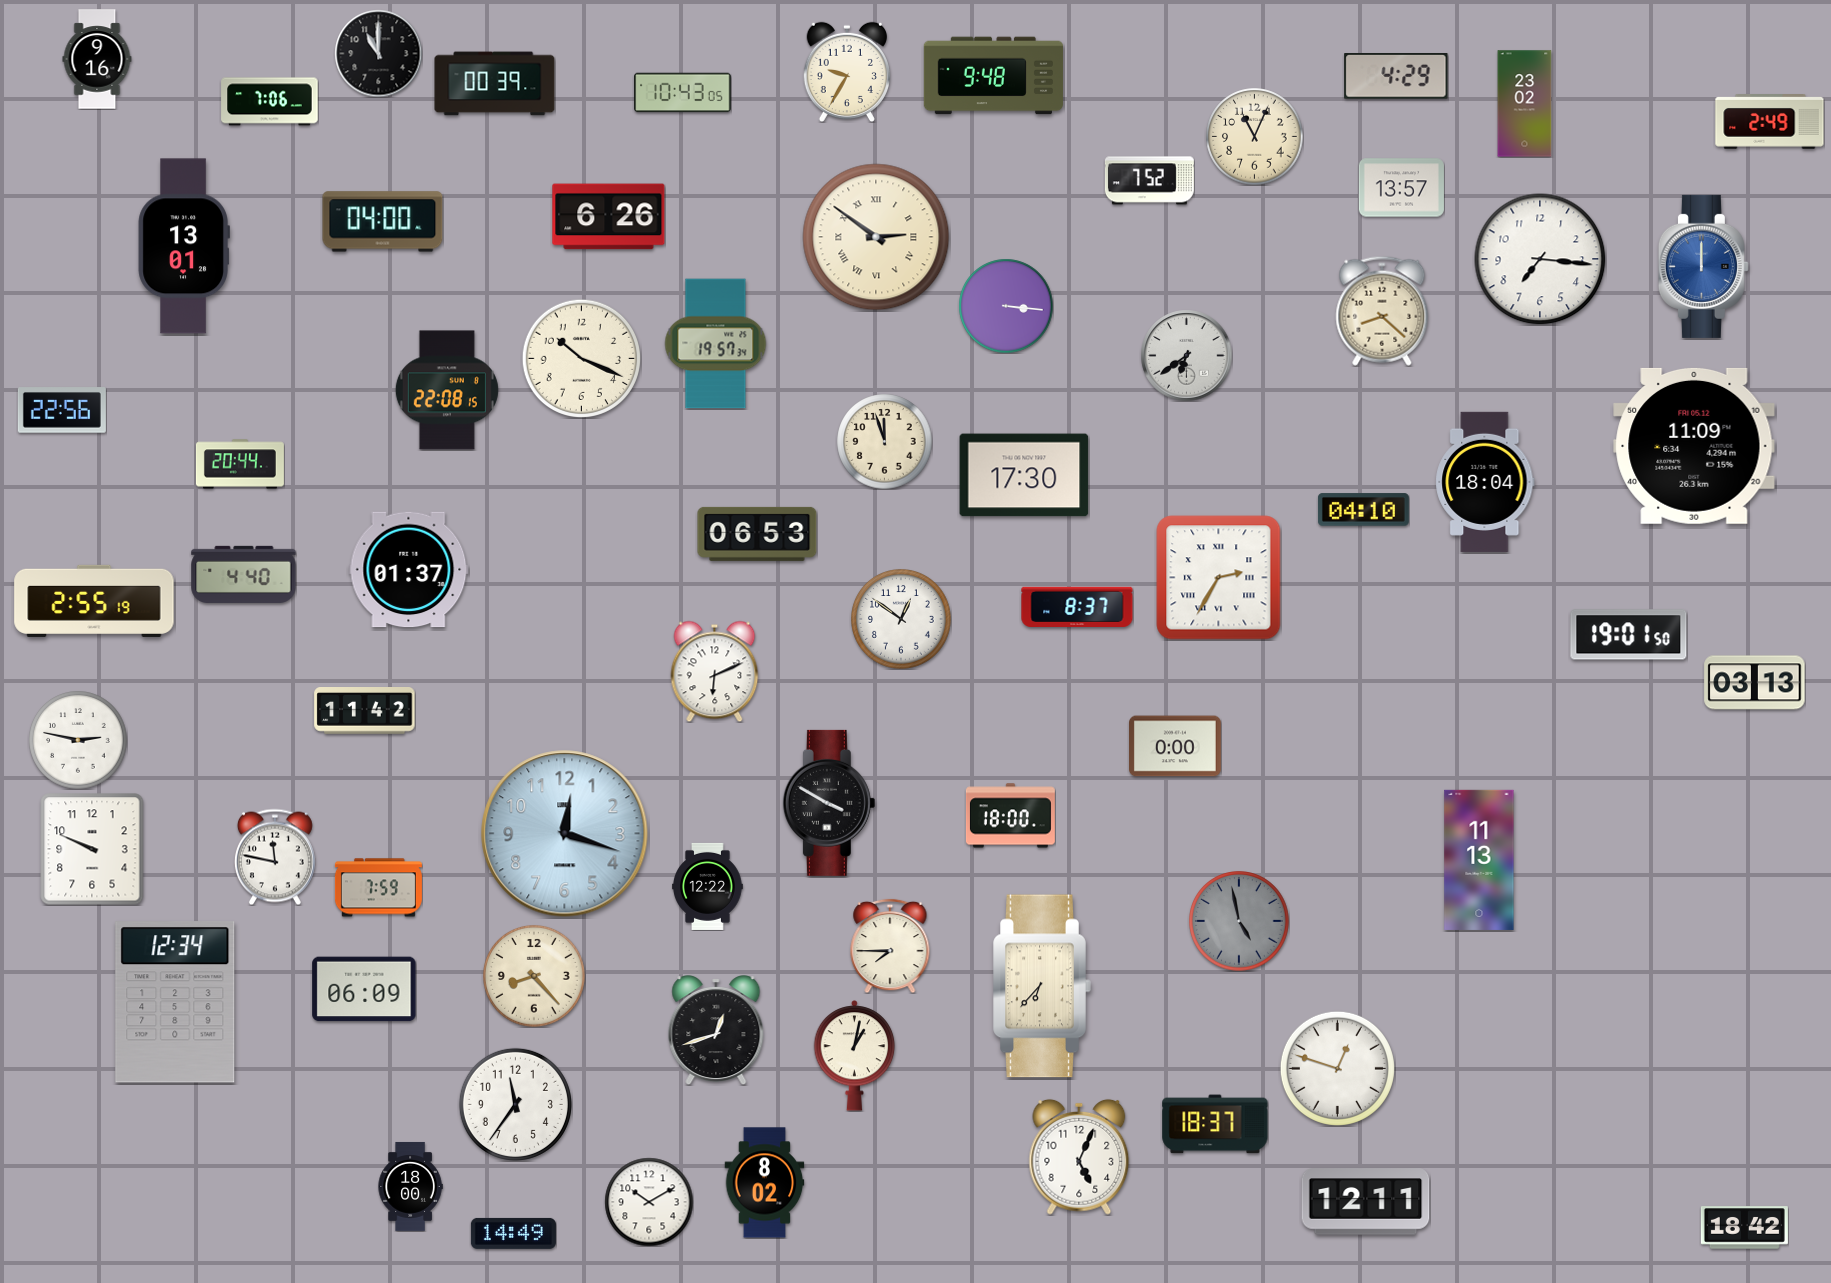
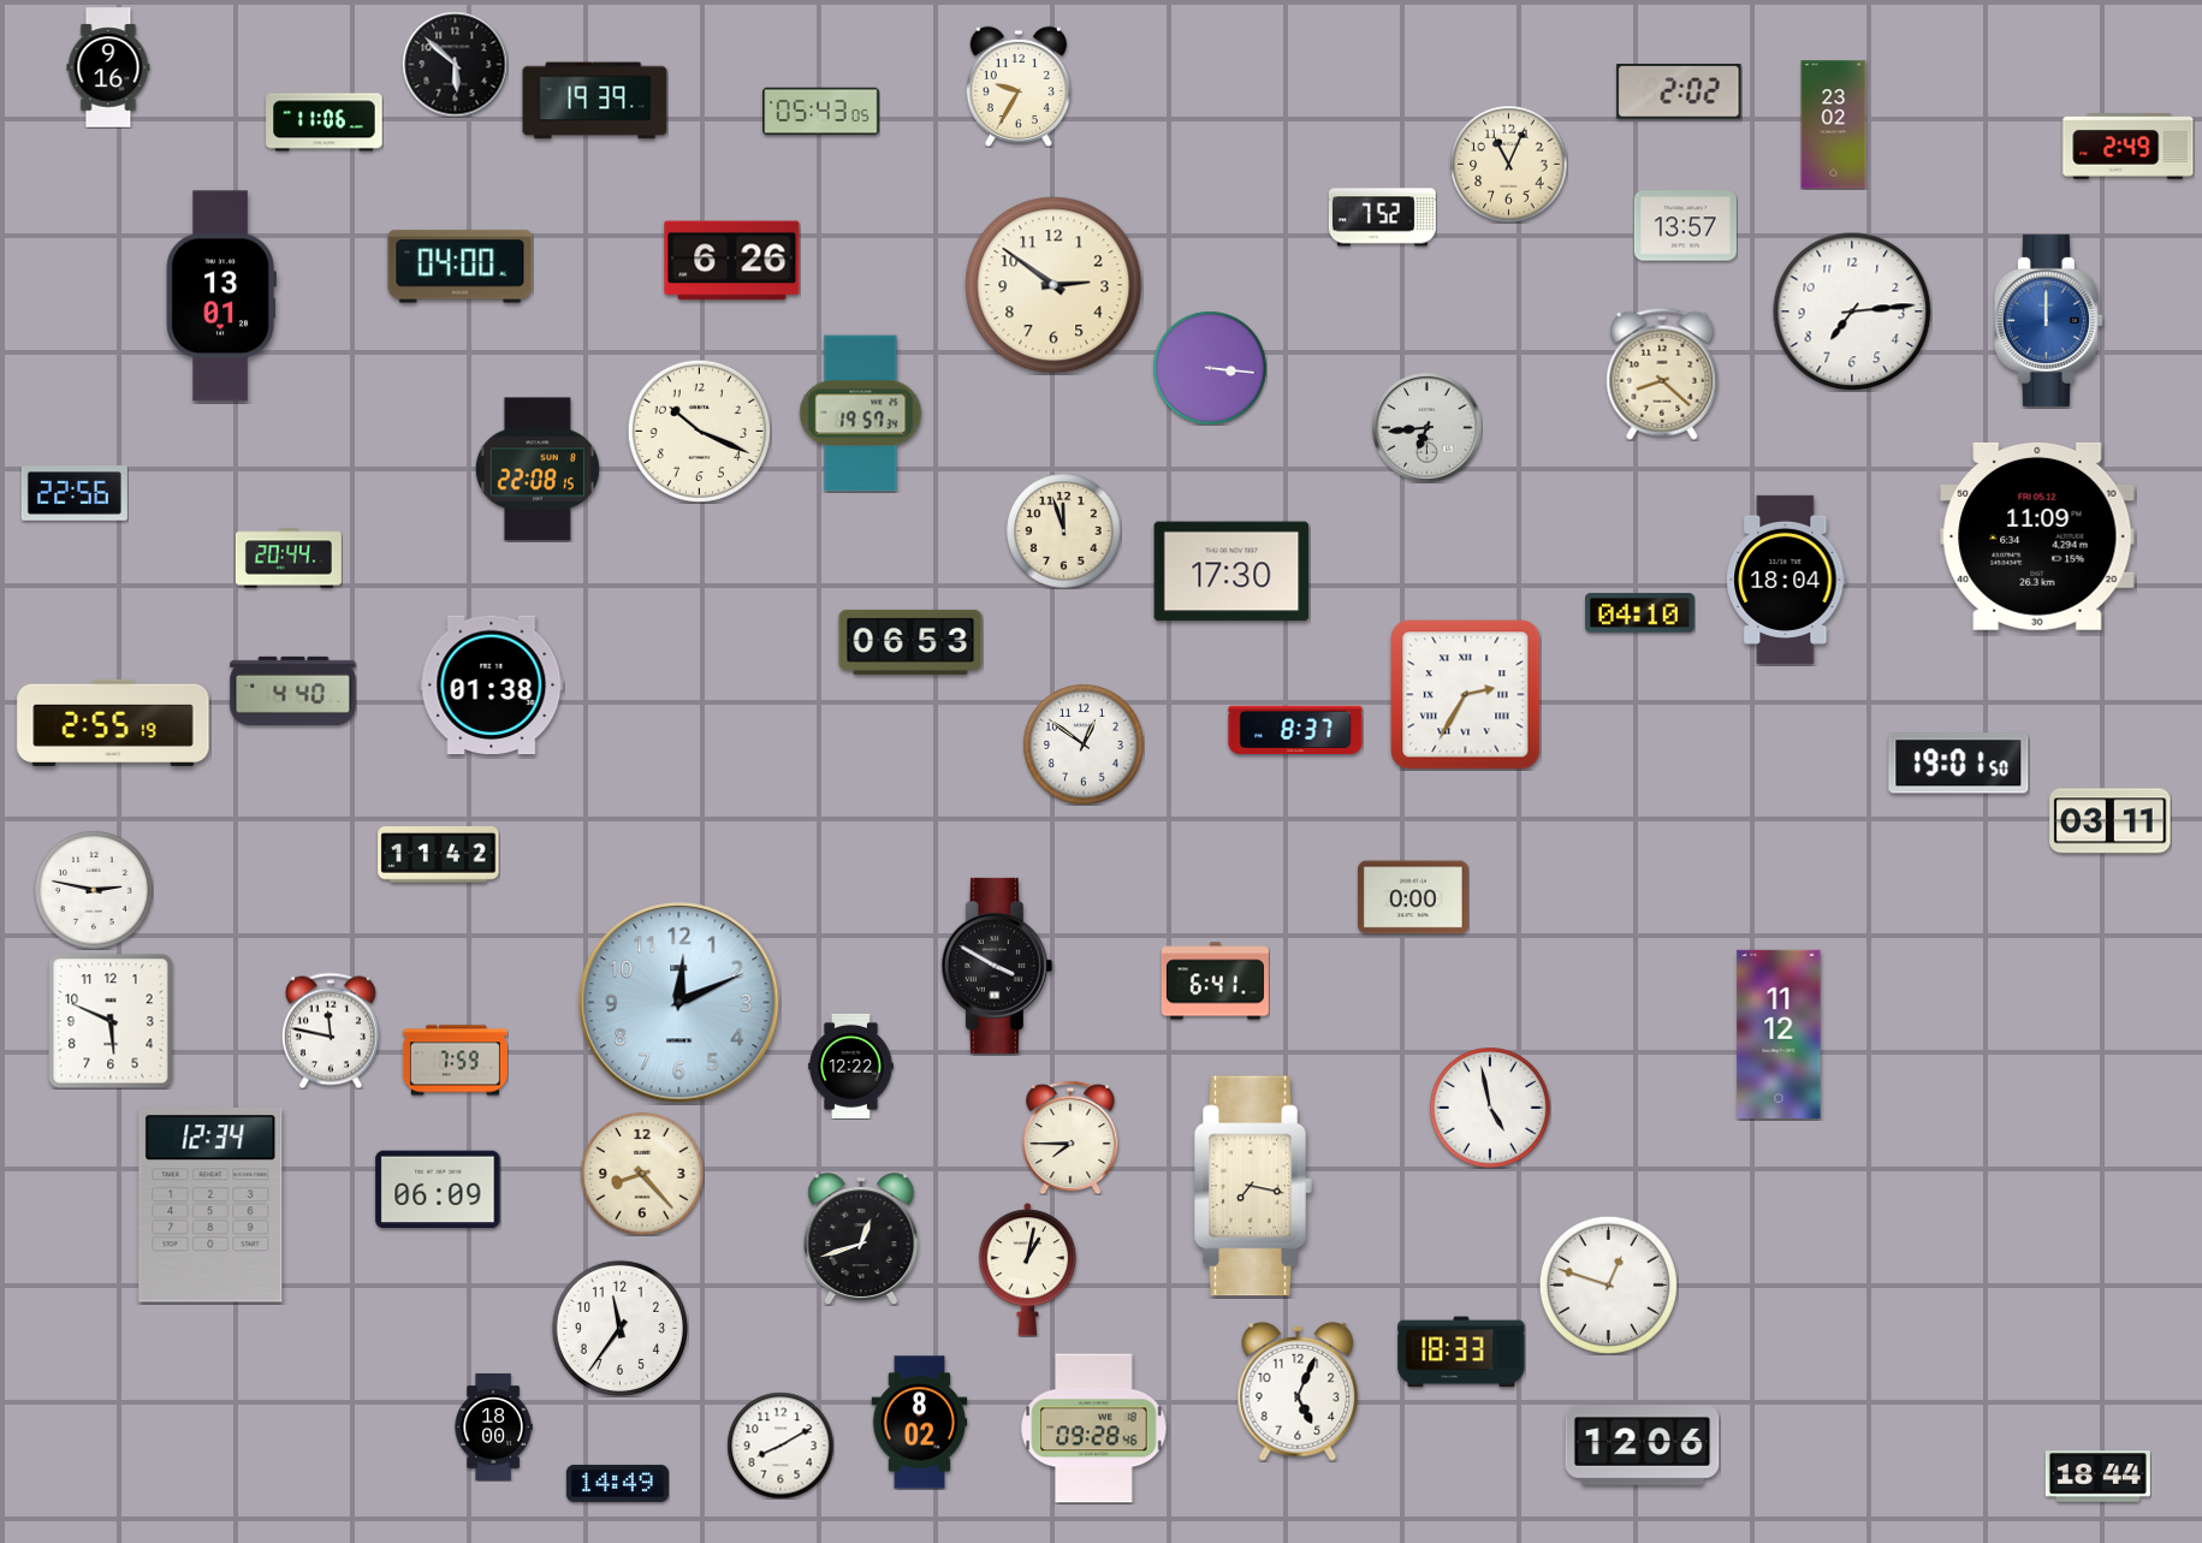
clock at (378, 53): 11:00 -> 5:52
clock at (97, 59) position: (97, 59) -> (108, 67)
clock at (993, 76): 9:48 -> none
clock at (1396, 77): 4:29 -> 2:02
clock at (495, 84): 00:39 -> 19:39
clock at (683, 93): 10:43 -> 05:43
clock at (270, 102): 7:06 -> 11:06
clock at (876, 237) numerals: Roman -> Arabic
clock at (1540, 259): 7:16 -> 7:14
clock at (1186, 355): 6:39 -> 6:44
clock at (409, 570): 01:37 -> 01:38
clock at (715, 671): 6:11 -> none
clock at (1755, 683): 03:13 -> 03:11
clock at (1010, 816): 18:00 -> 6:41
clock at (565, 834): 12:18 -> 12:11
clock at (92, 849): 9:49 -> 5:49
clock at (1479, 860): 11:13 -> 11:12
clock at (378, 888) position: (378, 888) -> (455, 1061)
clock at (1239, 921) dial: grey -> white
clock at (1042, 986): 6:37 -> 7:17
clock at (1215, 1124): 18:37 -> 18:33
clock at (1094, 1429): none -> 09:28
clock at (649, 1202): 10:10 -> 8:10
clock at (1366, 1202): 12:11 -> 12:06
clock at (1744, 1228): 18:42 -> 18:44
